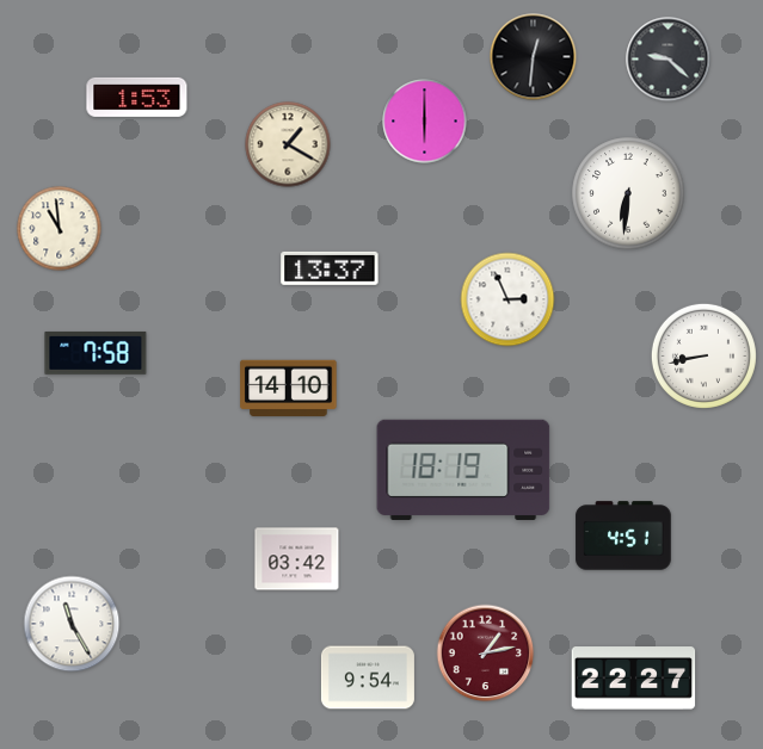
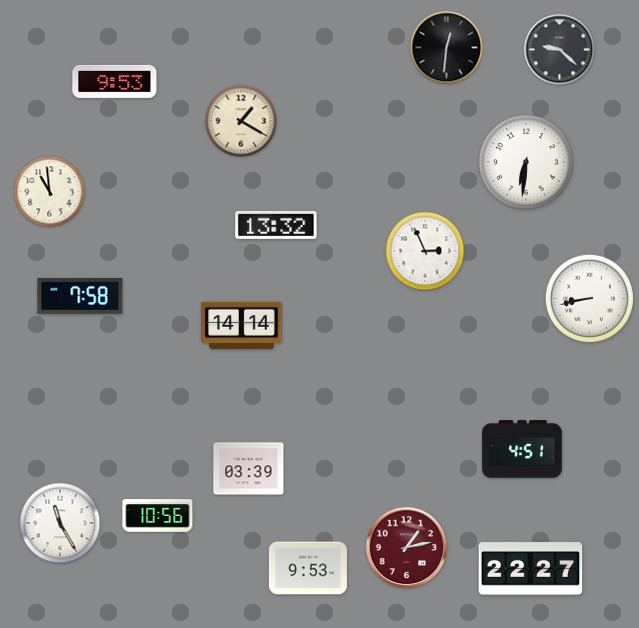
clock at (137, 97): 1:53 -> 9:53
clock at (425, 122): 6:00 -> none
clock at (330, 268): 13:37 -> 13:32
clock at (289, 389): 14:10 -> 14:14
clock at (463, 470): 18:19 -> none
clock at (297, 559): 03:42 -> 03:39
clock at (158, 516): none -> 10:56
clock at (368, 677): 9:54 -> 9:53
